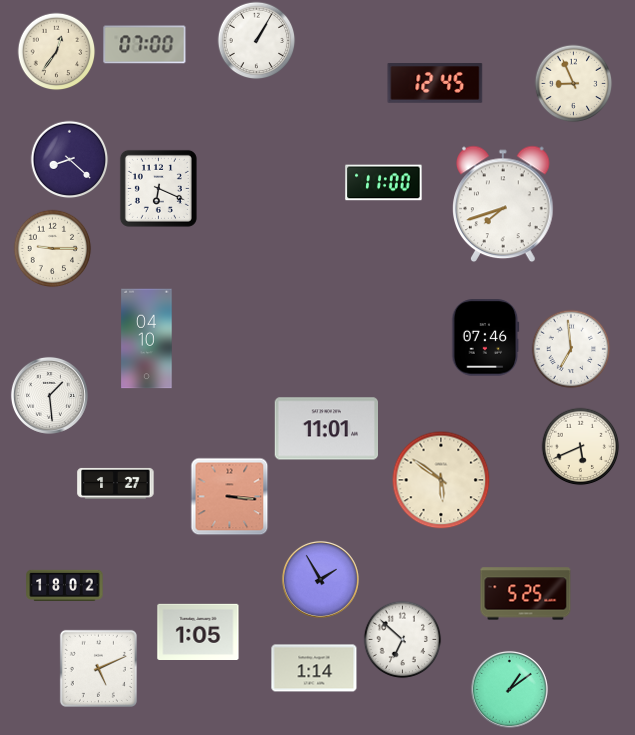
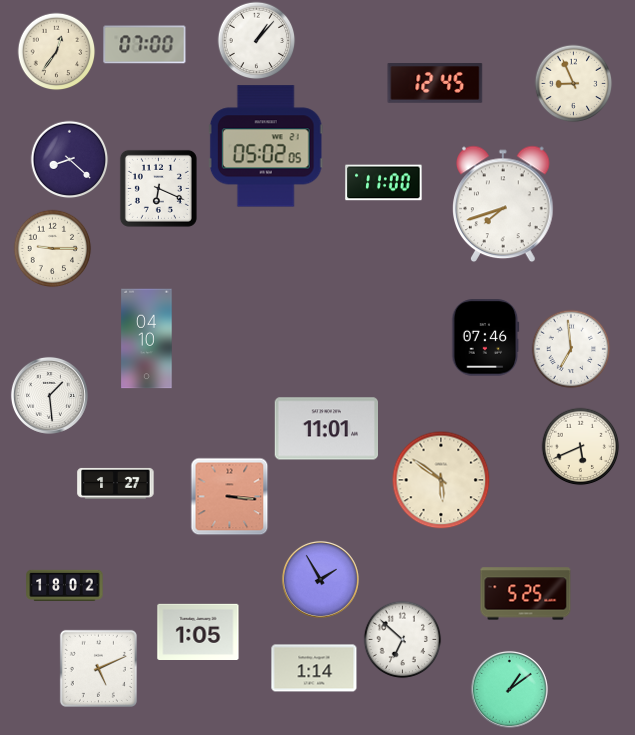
clock at (256, 40): 1:05 -> 1:07
clock at (266, 146): none -> 05:02
